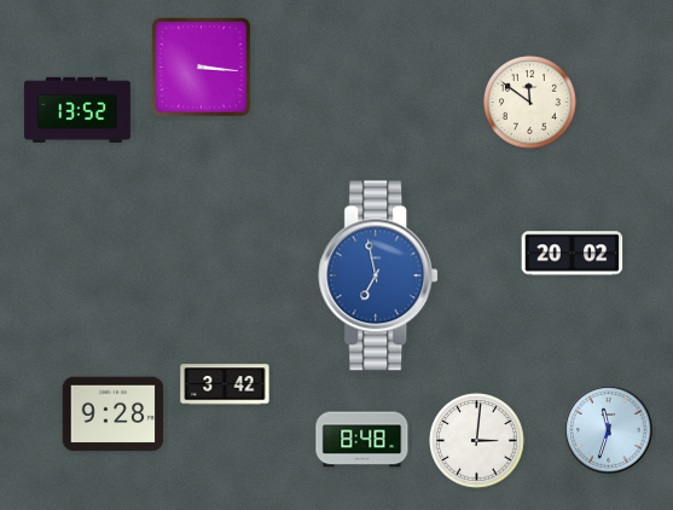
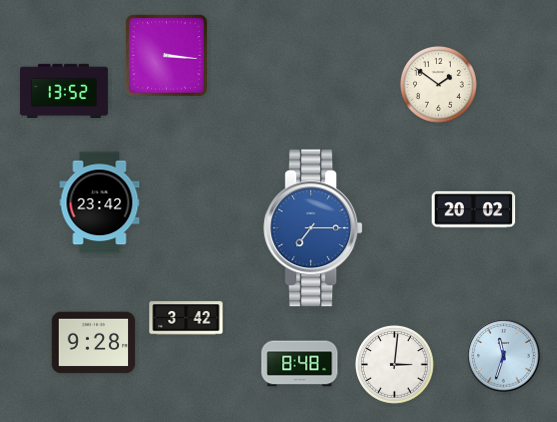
clock at (530, 103): 11:51 -> 1:51
clock at (100, 203): none -> 23:42
clock at (379, 276): 6:58 -> 7:15
